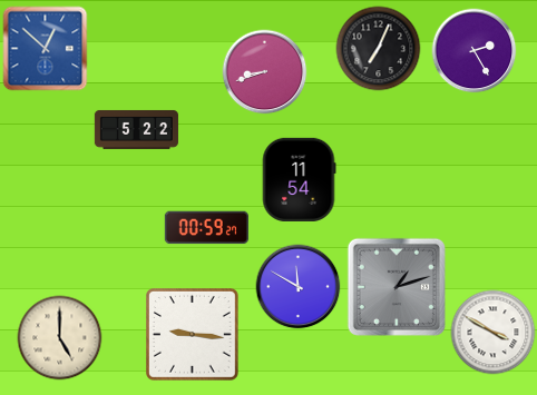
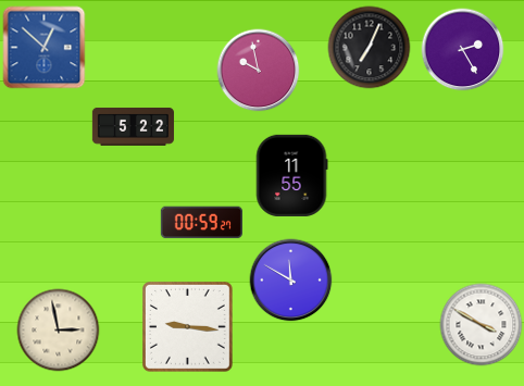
clock at (265, 72): 8:42 -> 9:58
clock at (299, 179): 11:54 -> 11:55
clock at (396, 286): 1:12 -> none
clock at (60, 338): 5:00 -> 2:58
